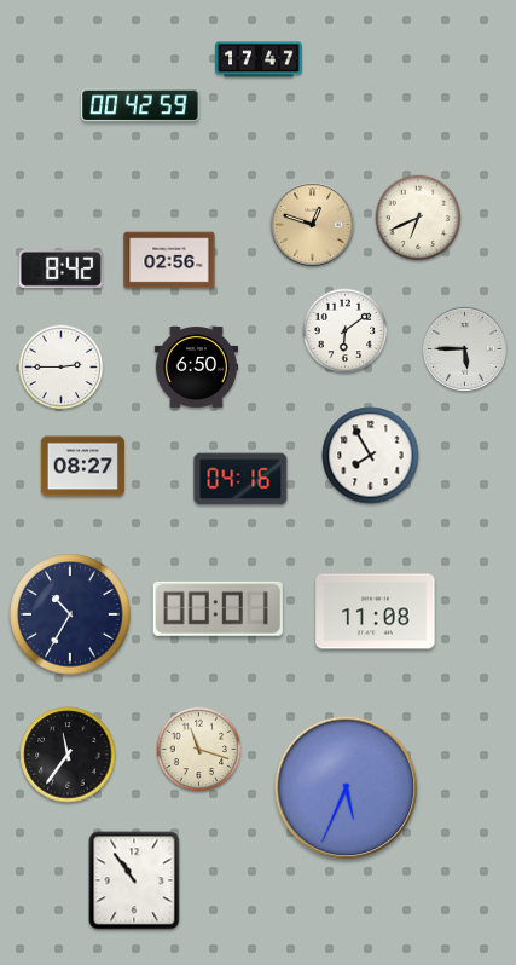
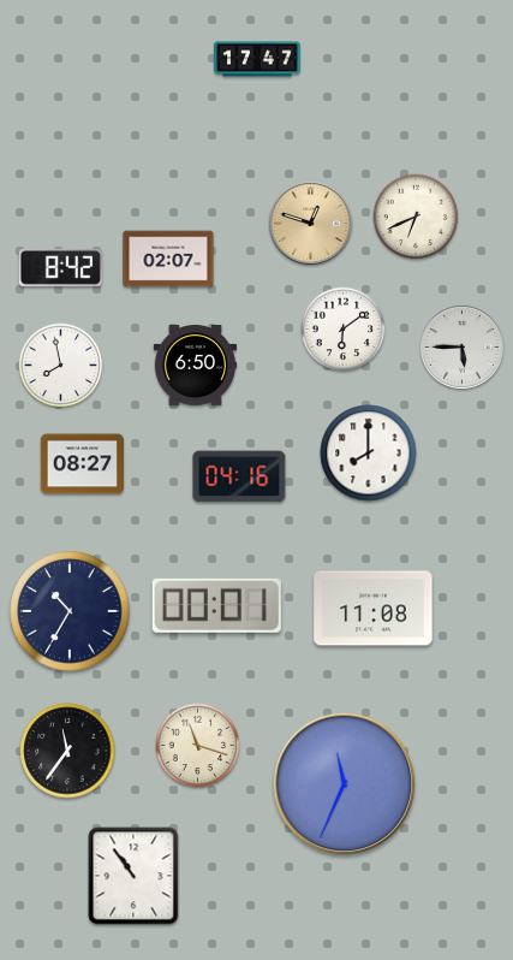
clock at (140, 105): 00:42 -> none
clock at (169, 260): 02:56 -> 02:07
clock at (62, 368): 2:45 -> 7:58
clock at (371, 456): 7:55 -> 8:00
clock at (347, 788): 5:34 -> 11:34
